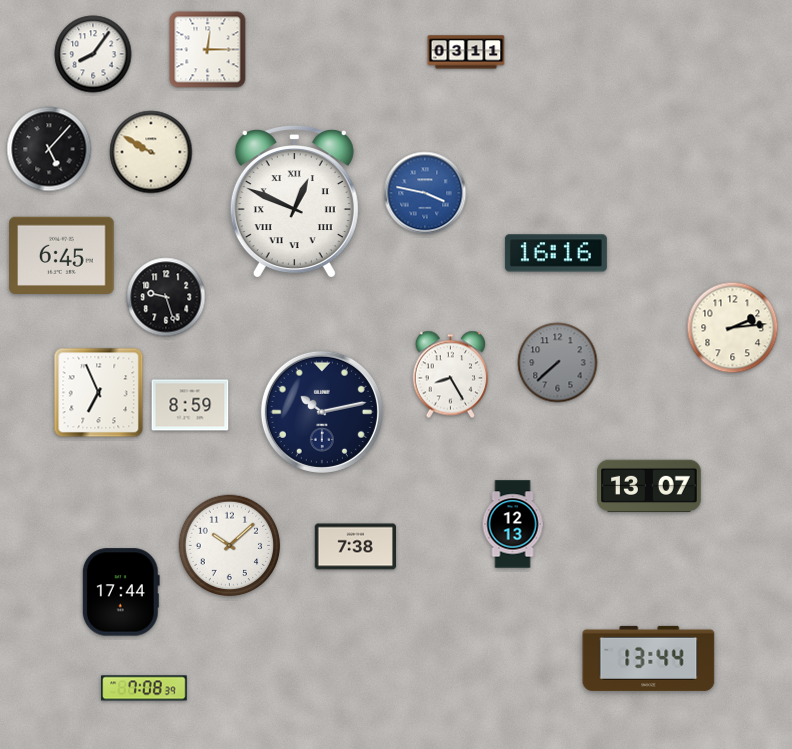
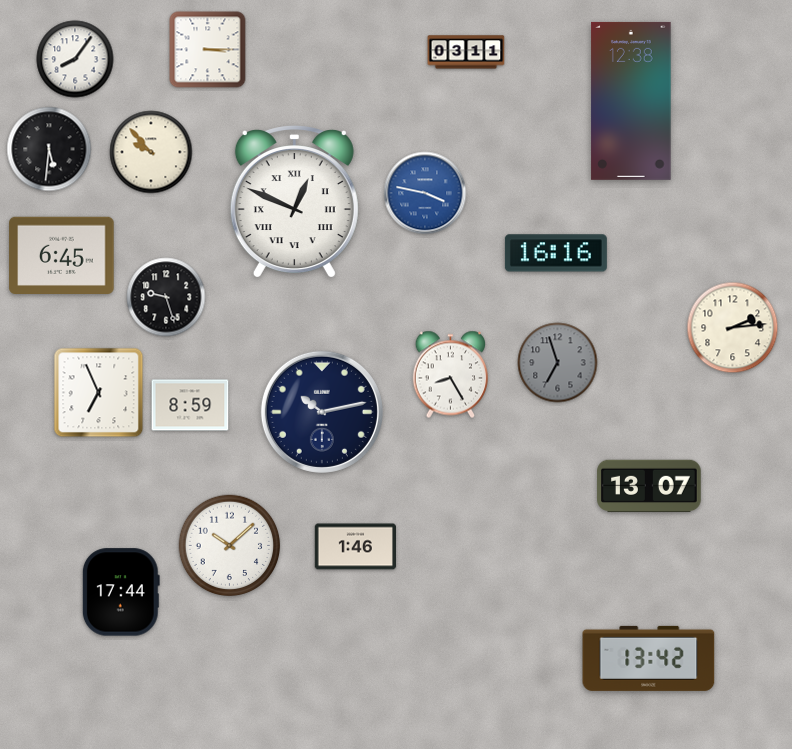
clock at (208, 50): 12:15 -> 3:15
clock at (93, 54) position: (93, 54) -> (75, 59)
clock at (631, 101): none -> 12:38
clock at (49, 149): 5:07 -> 5:31
clock at (151, 152): 9:50 -> 9:53
clock at (558, 363): 7:38 -> 6:57
clock at (513, 524): 12:13 -> none
clock at (355, 547): 7:38 -> 1:46
clock at (649, 658): 13:44 -> 13:42
clock at (144, 688): 7:08 -> none
